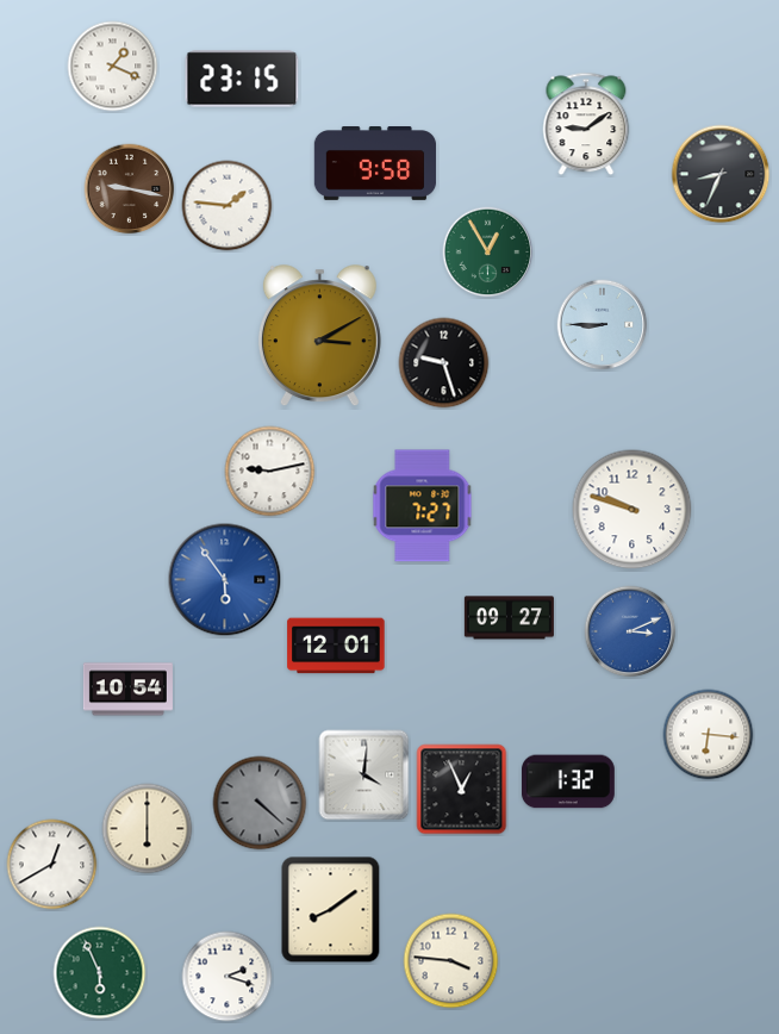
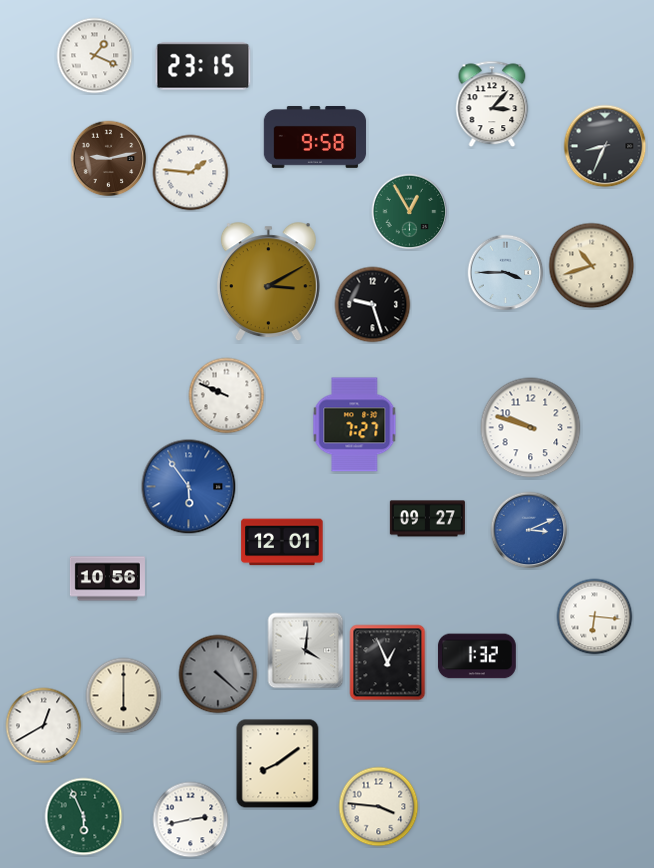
clock at (586, 124): 9:09 -> 3:07
clock at (130, 189): 9:17 -> 9:13
clock at (592, 266): none -> 10:42
clock at (603, 325): 8:45 -> 3:45
clock at (270, 472): 9:13 -> 9:49
clock at (127, 690): 10:54 -> 10:56
clock at (228, 977): 2:18 -> 2:43
